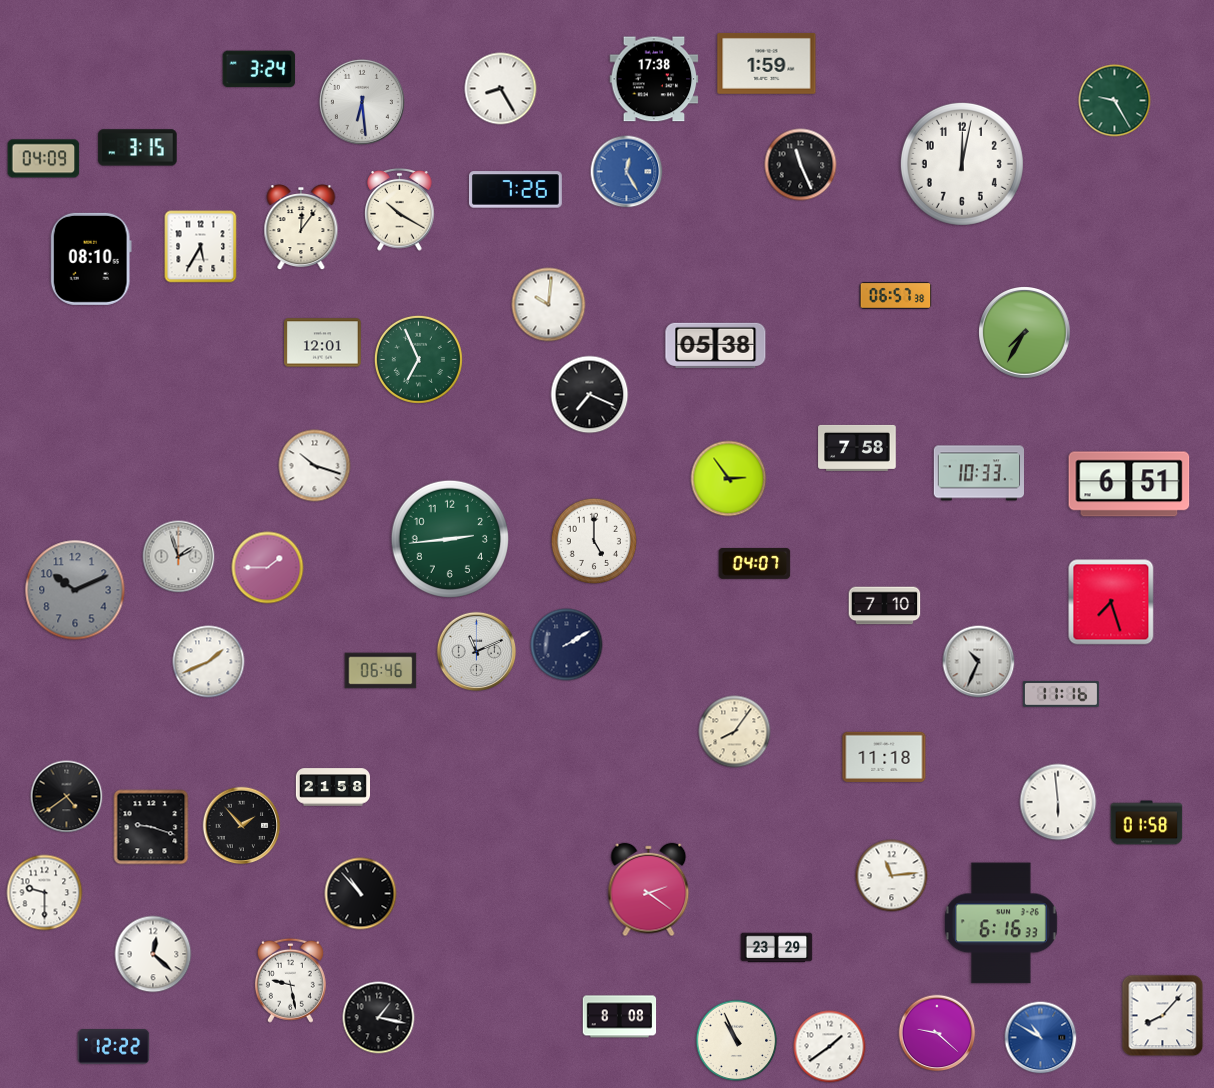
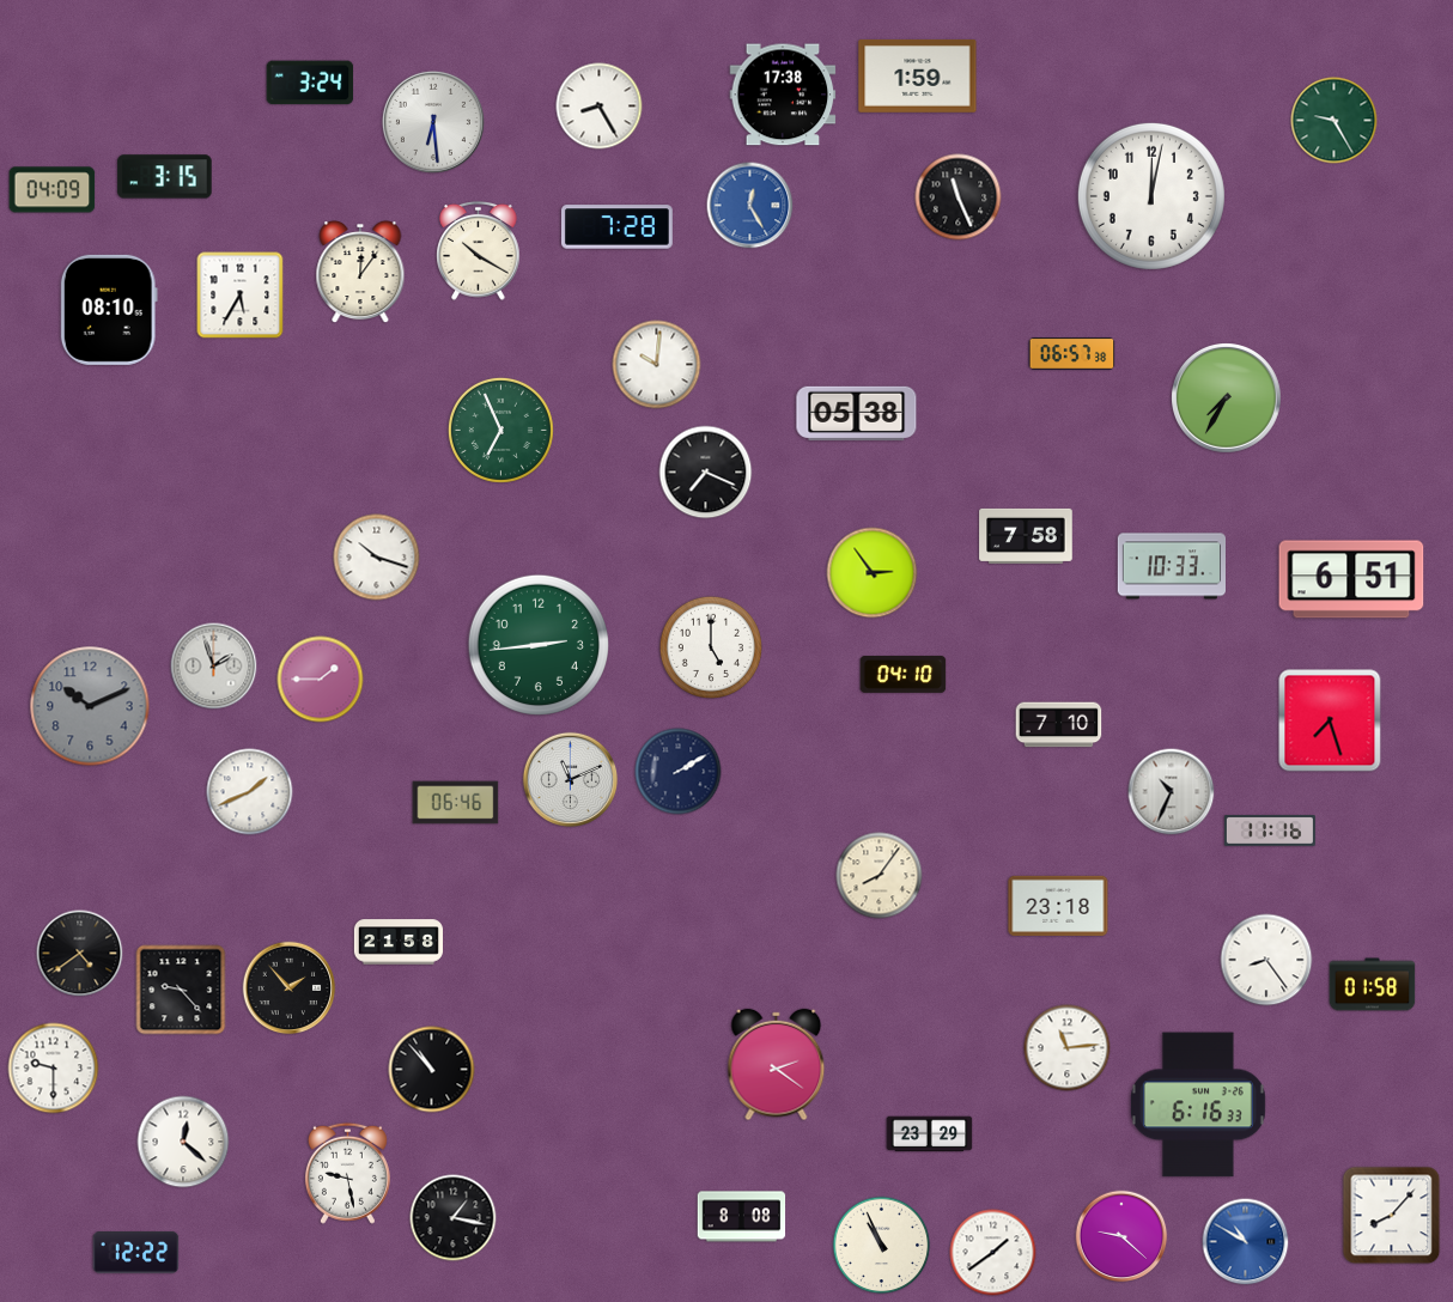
clock at (515, 190): 7:26 -> 7:28
clock at (323, 343): 12:01 -> none
clock at (755, 563): 04:07 -> 04:10
clock at (884, 757): 11:18 -> 23:18
clock at (1058, 802): 5:59 -> 8:24
clock at (151, 827): 9:18 -> 9:23
